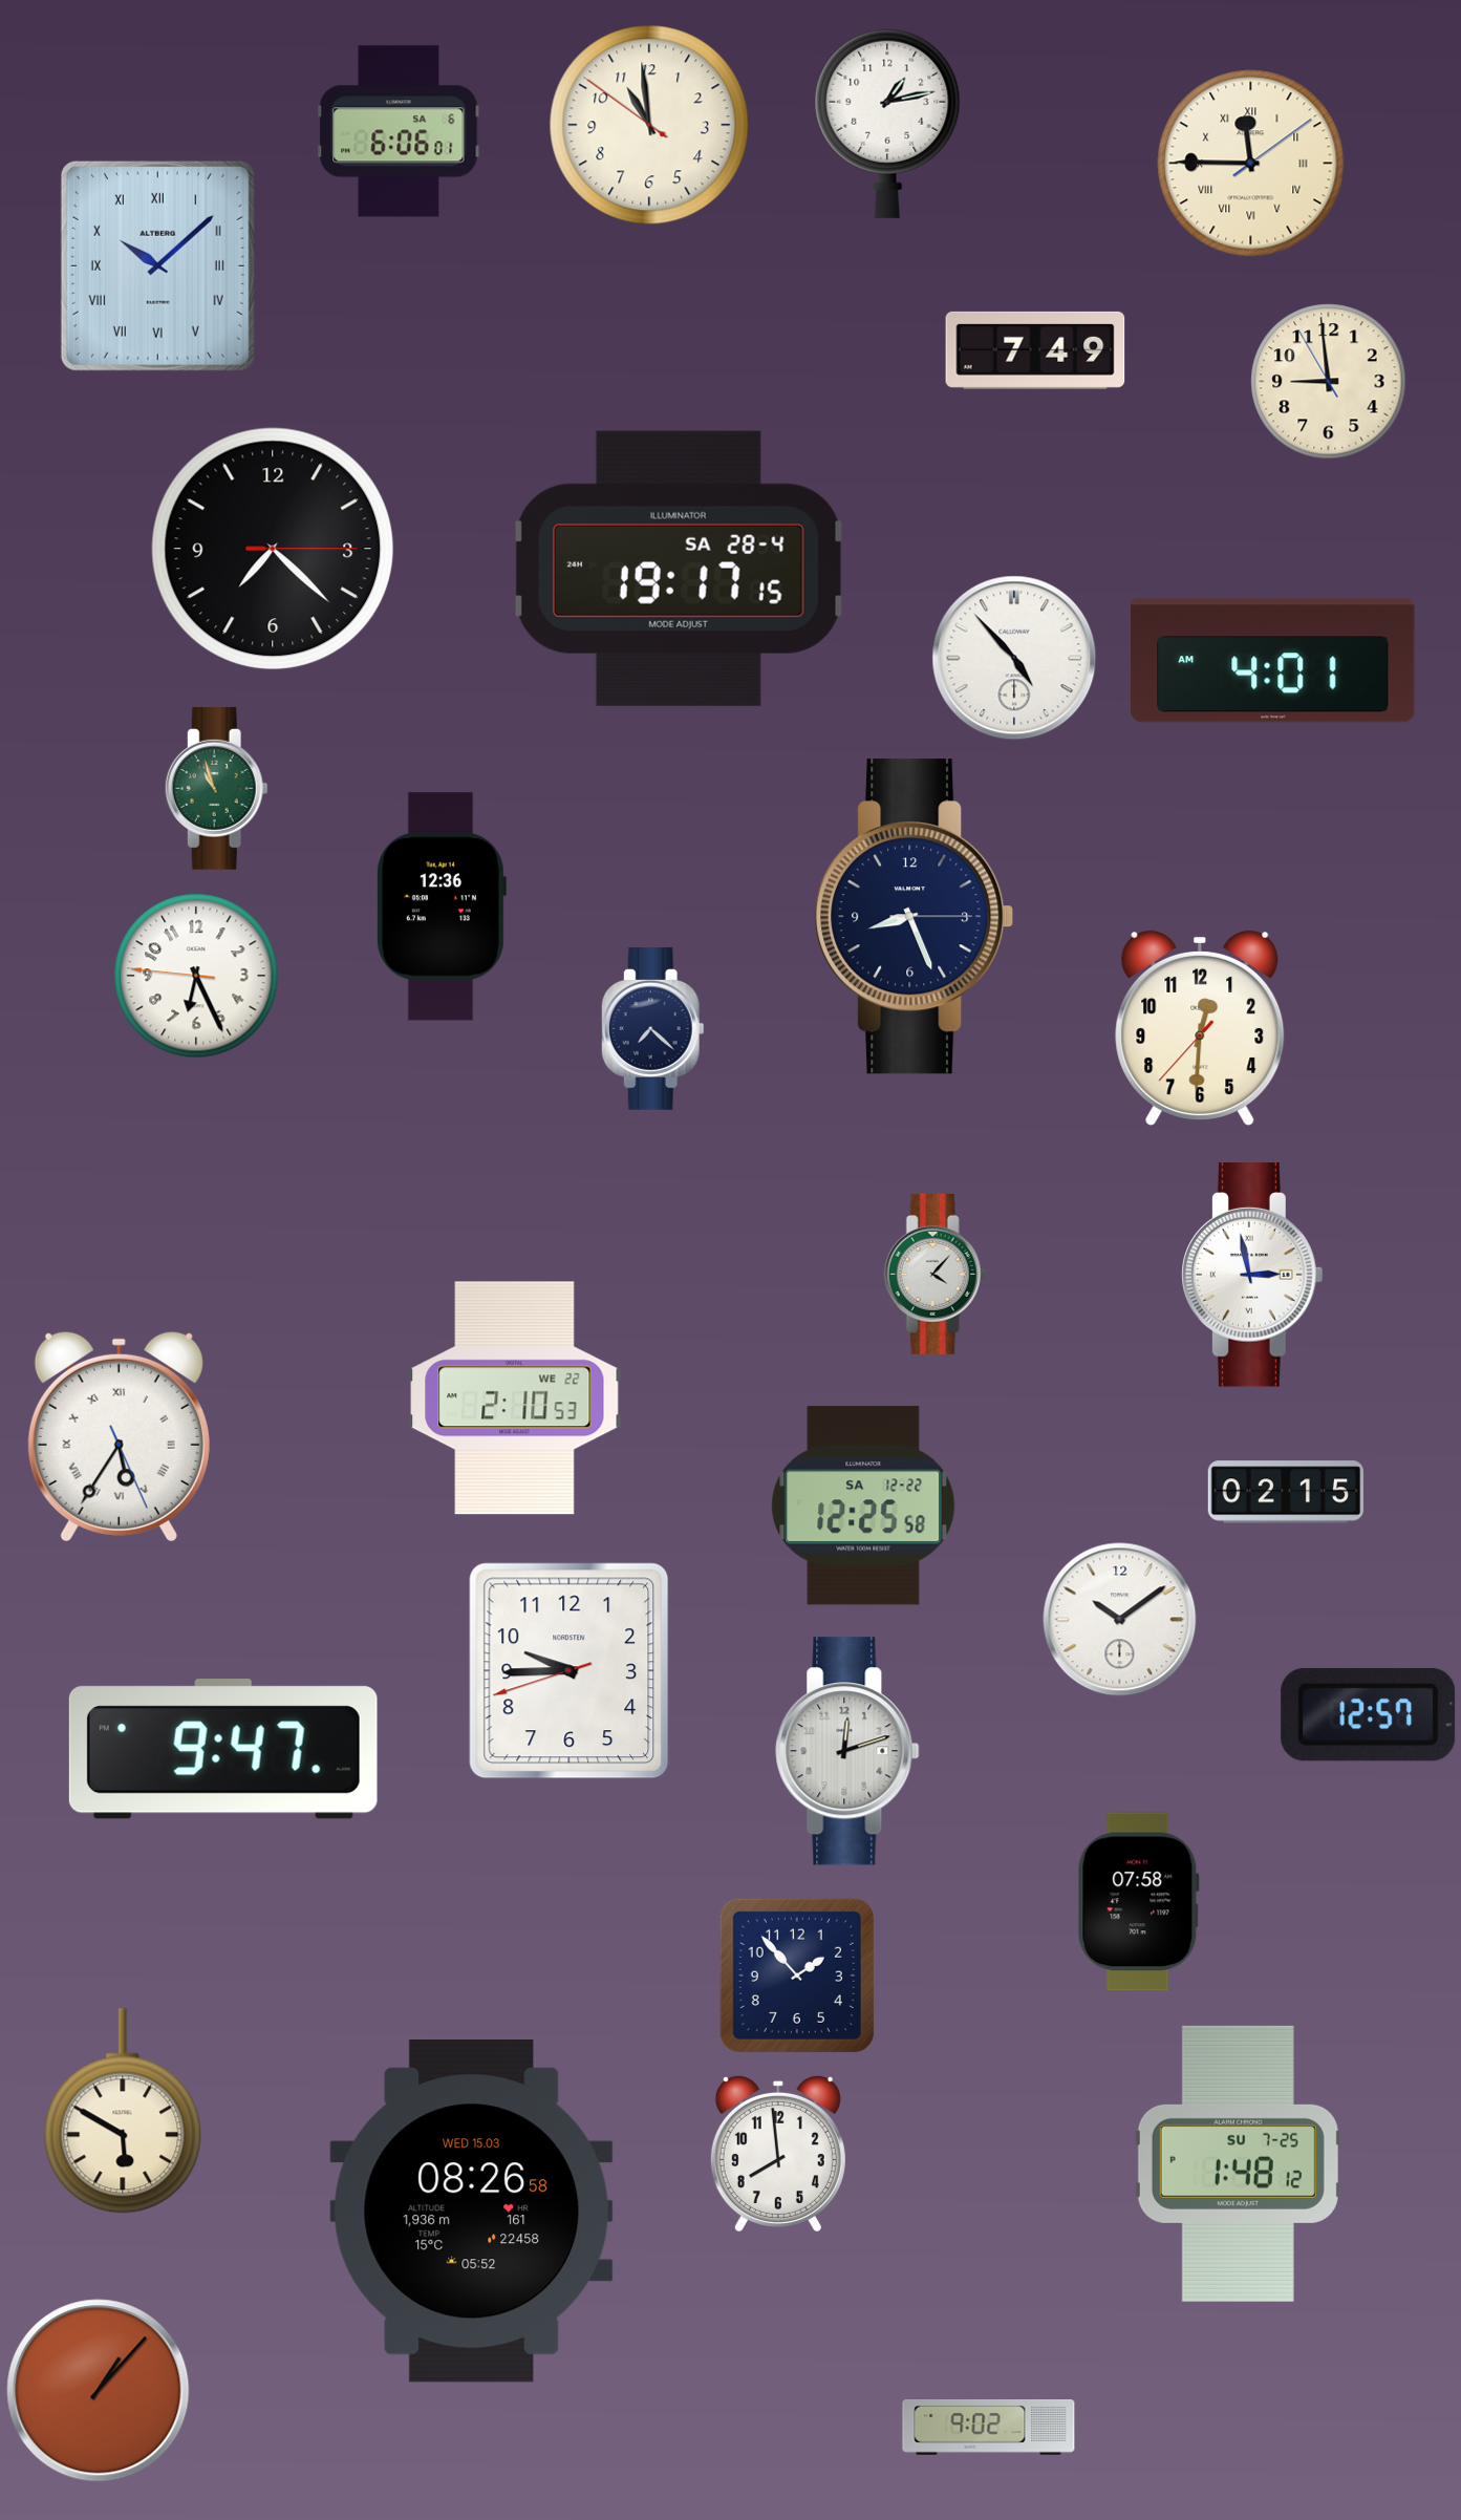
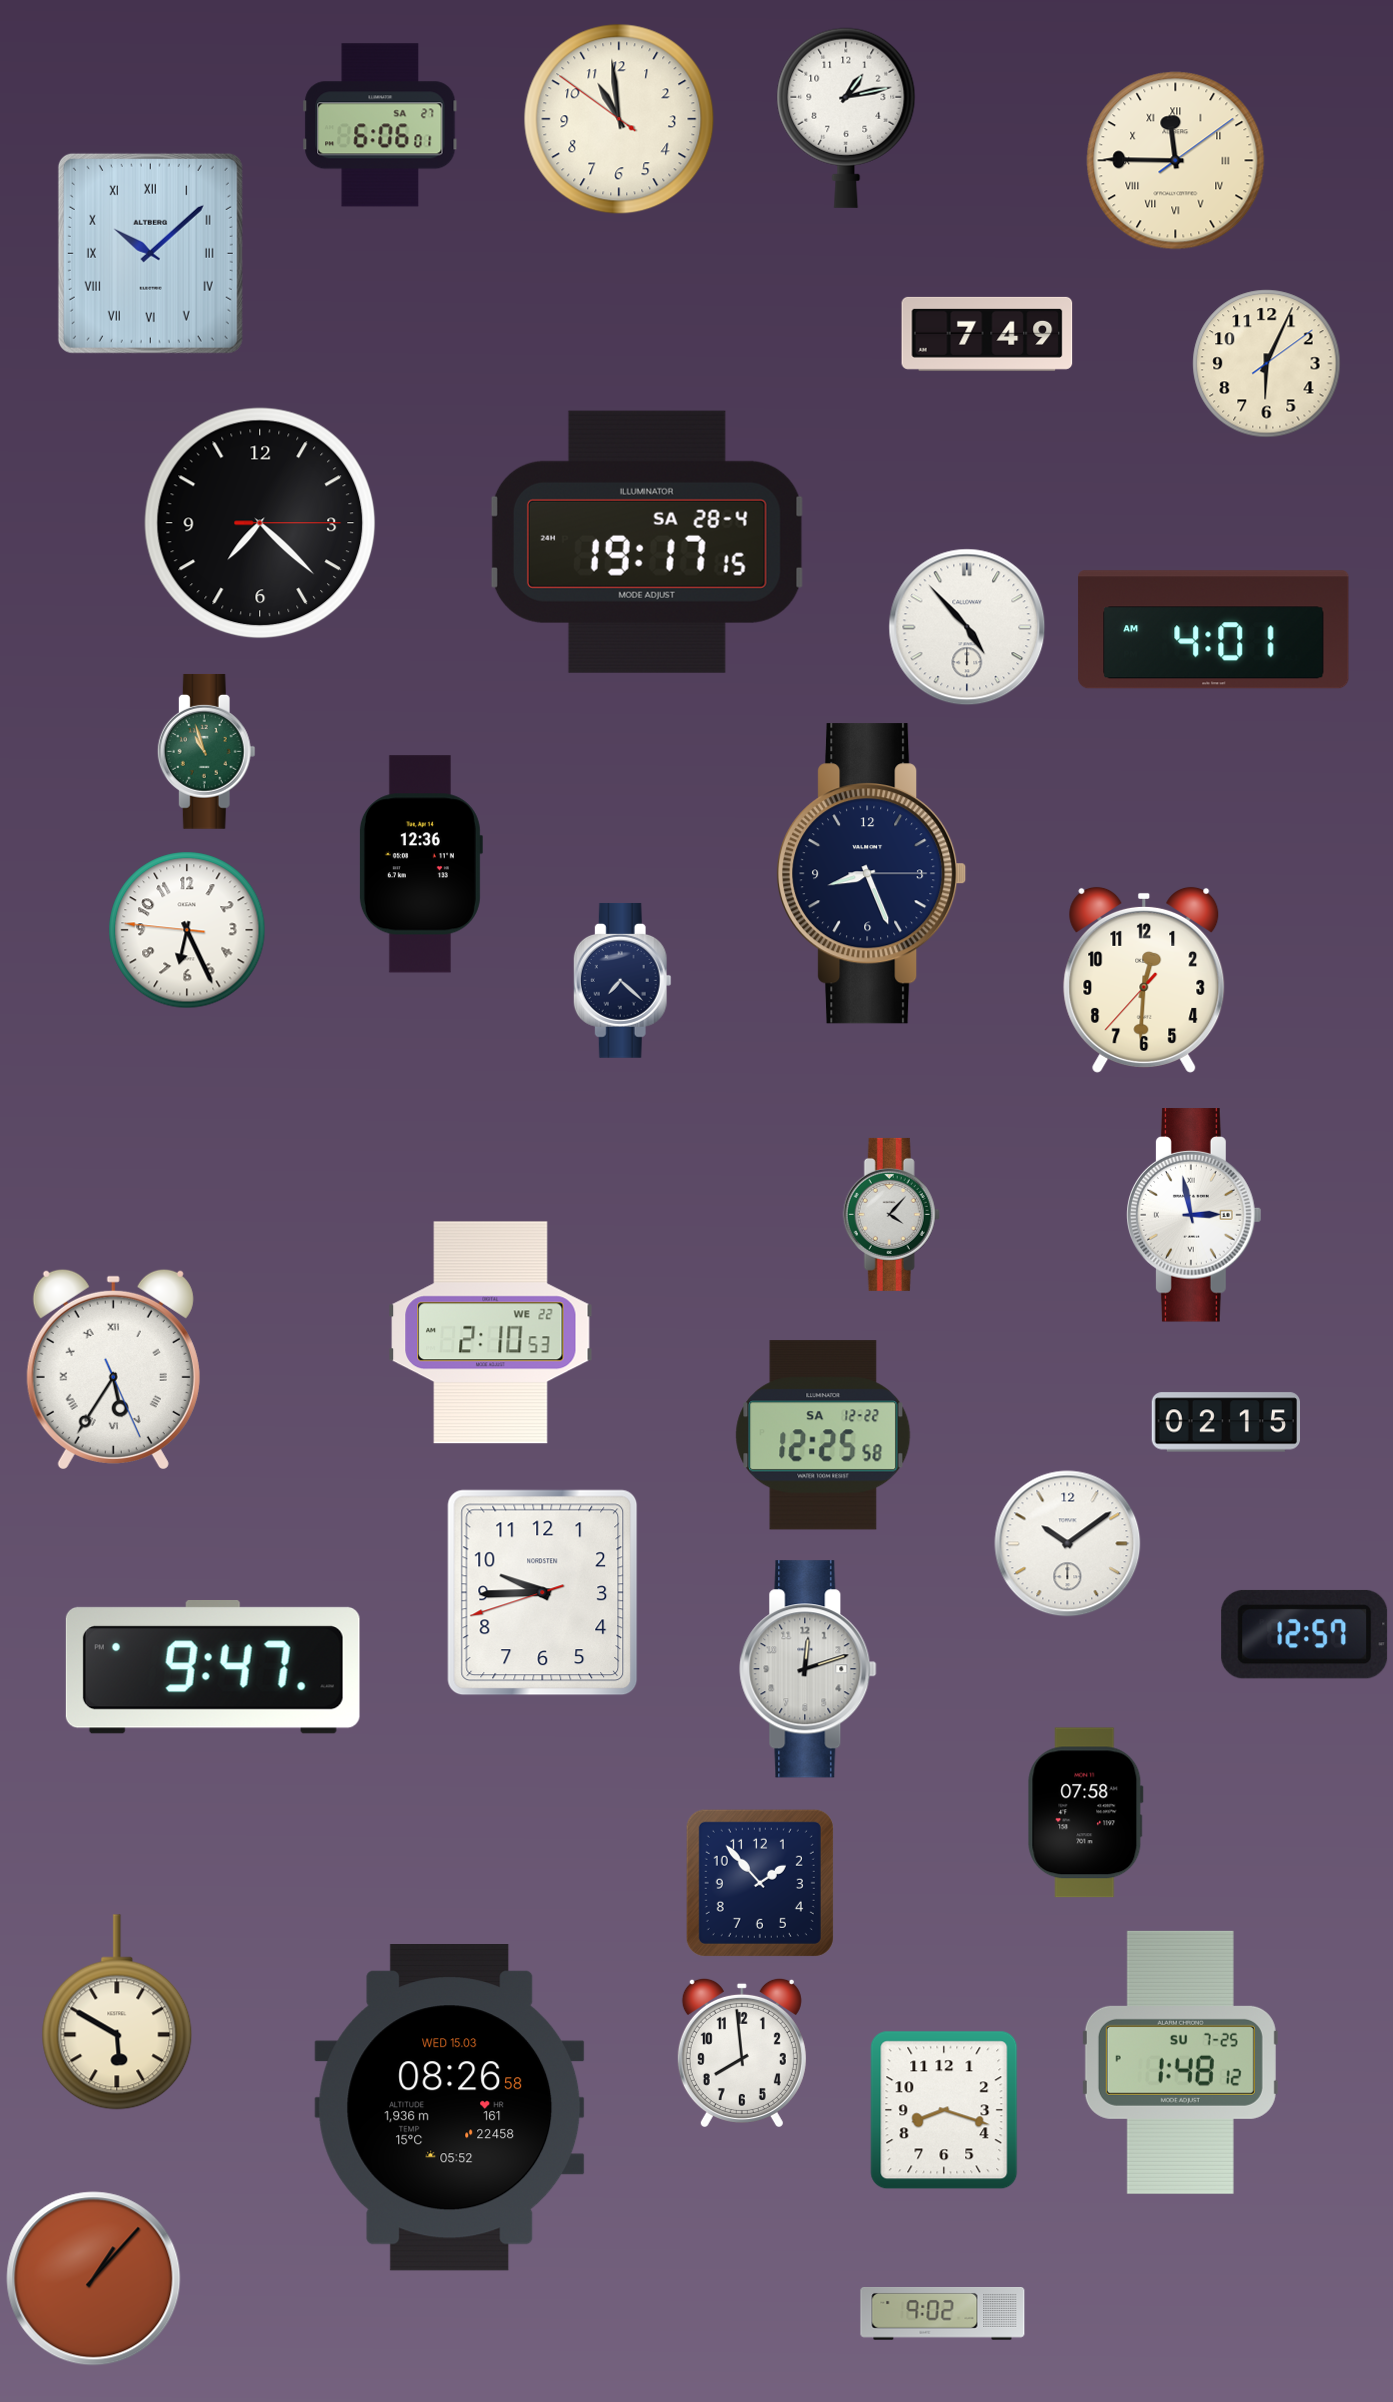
clock at (399, 131) date: SA 6 -> SA 27
clock at (1251, 164) position: (1251, 164) -> (1176, 161)
clock at (1329, 382): 8:58 -> 6:04
clock at (944, 2110): none -> 8:18
